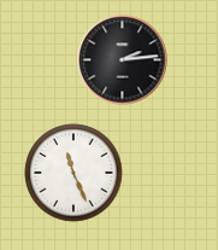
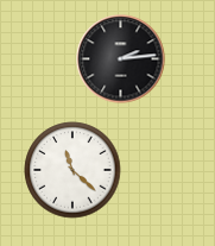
clock at (73, 173): 11:26 -> 11:22
